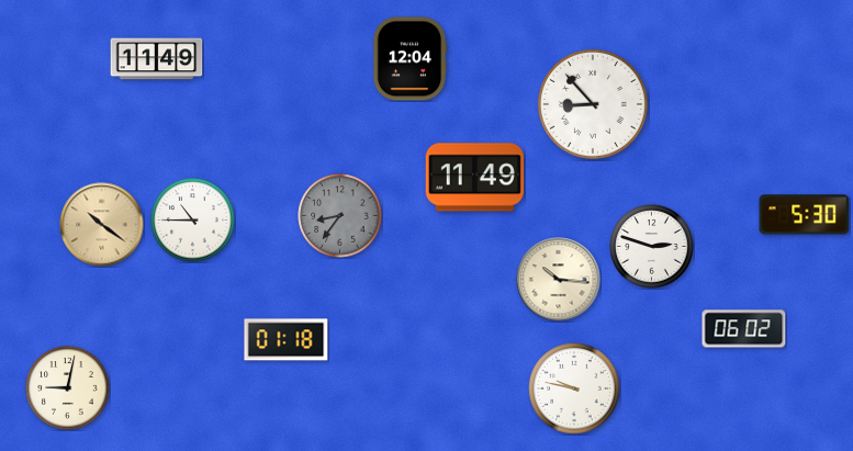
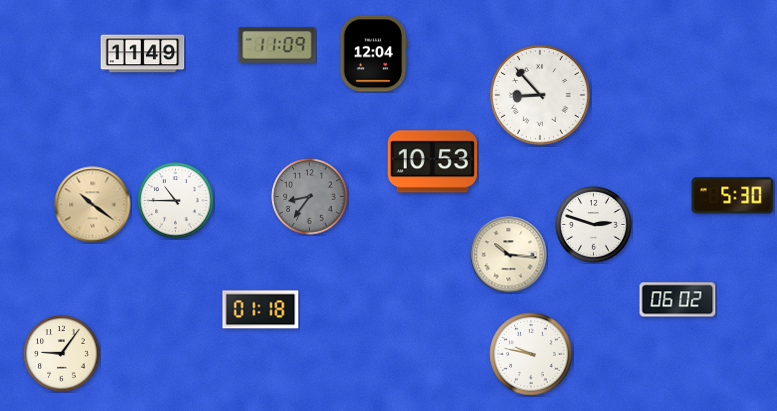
clock at (277, 45): none -> 11:09
clock at (474, 178): 11:49 -> 10:53
clock at (68, 388): 9:02 -> 9:06
clock at (574, 388) position: (574, 388) -> (531, 354)
